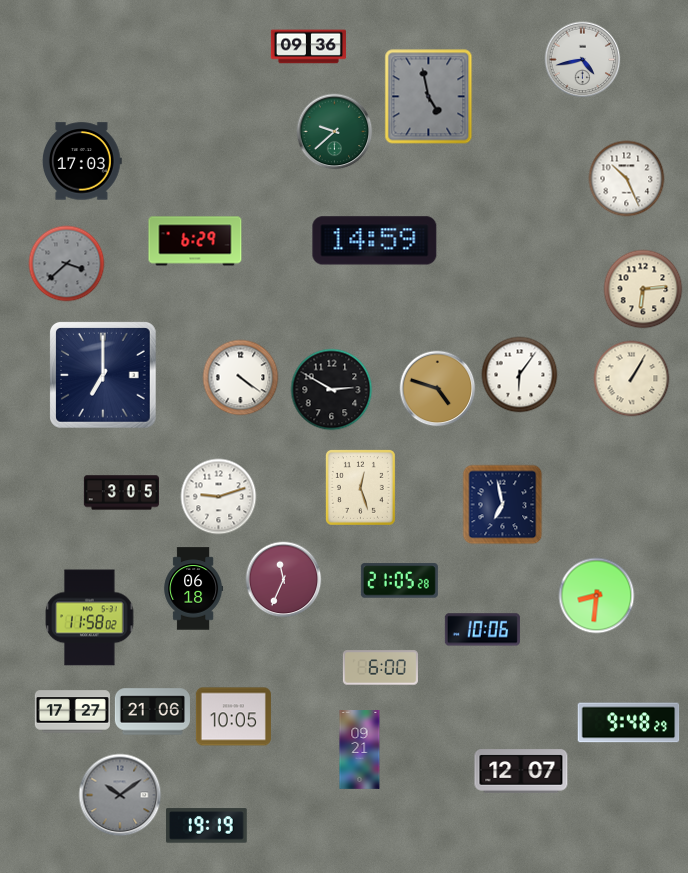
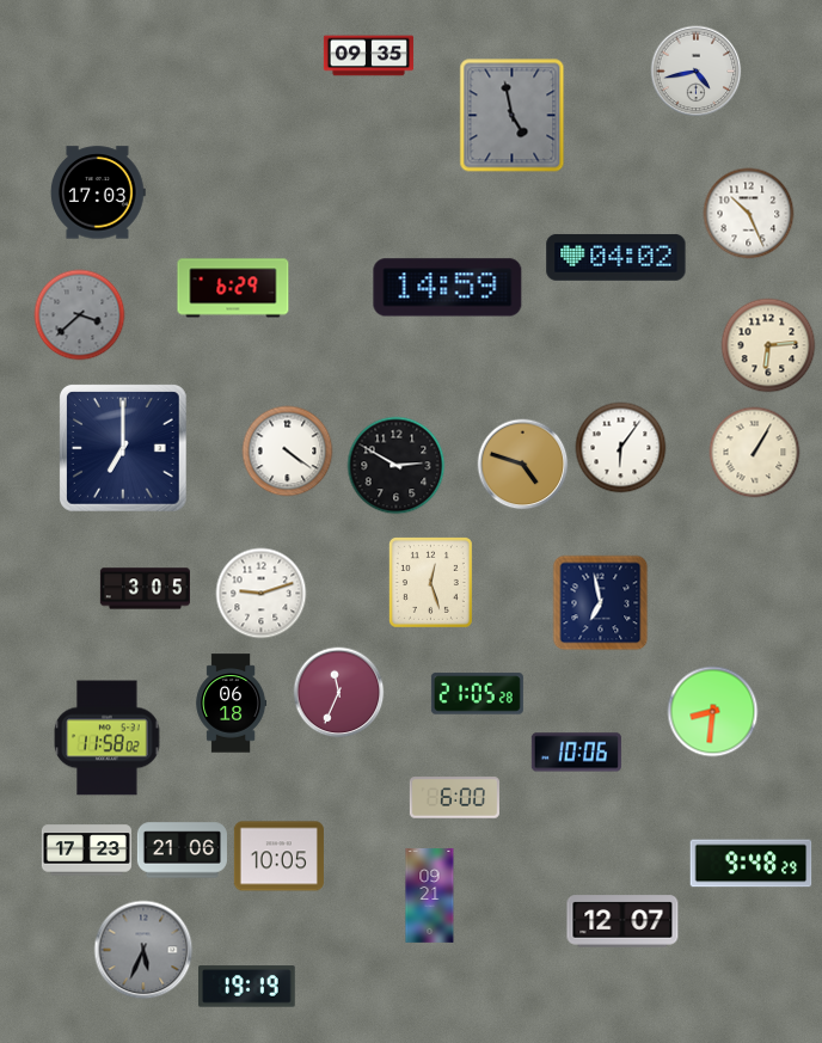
clock at (308, 47): 09:36 -> 09:35
clock at (335, 132): 9:38 -> none
clock at (616, 258): none -> 04:02
clock at (72, 712): 17:27 -> 17:23
clock at (120, 795): 10:09 -> 5:34
